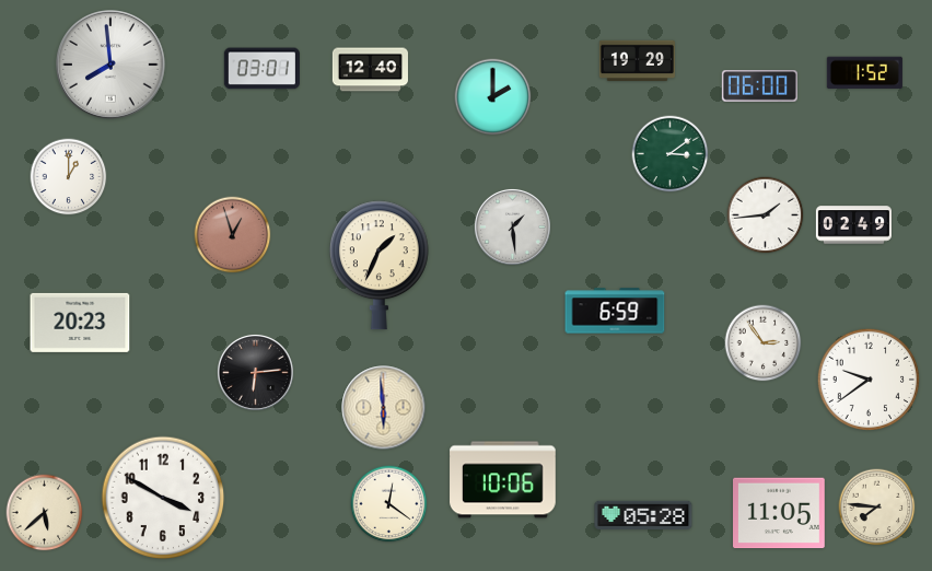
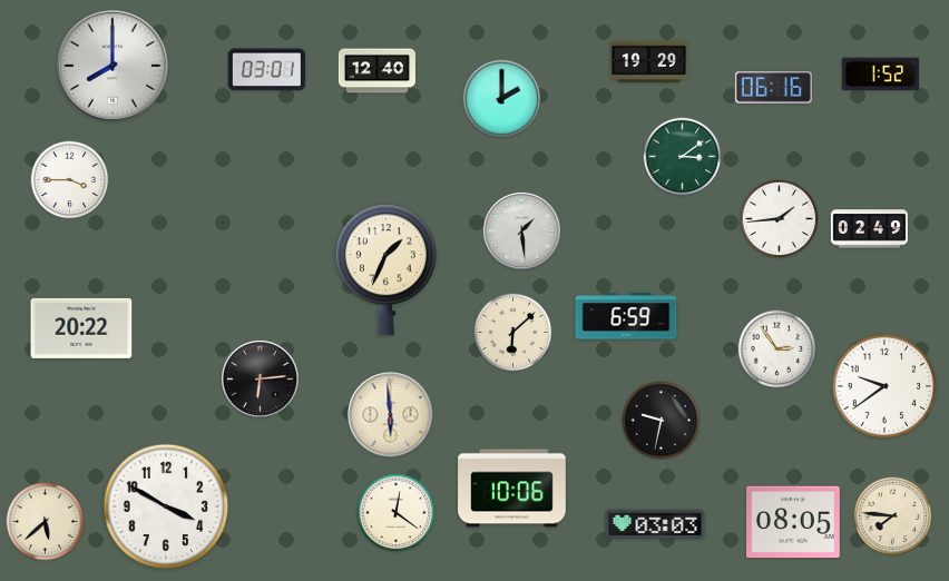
clock at (112, 66): 7:59 -> 8:00
clock at (759, 86): 06:00 -> 06:16
clock at (69, 177): 1:00 -> 3:45
clock at (233, 235): 12:57 -> none
clock at (80, 323): 20:23 -> 20:22
clock at (513, 333): none -> 6:08
clock at (662, 421): none -> 9:32
clock at (780, 513): 11:05 -> 08:05
clock at (643, 515): 05:28 -> 03:03
